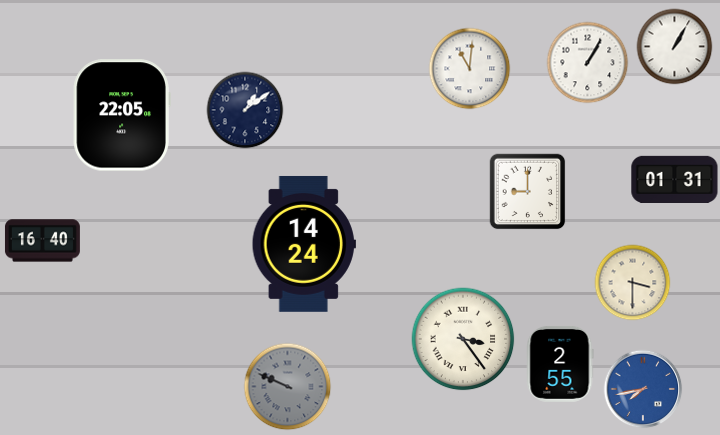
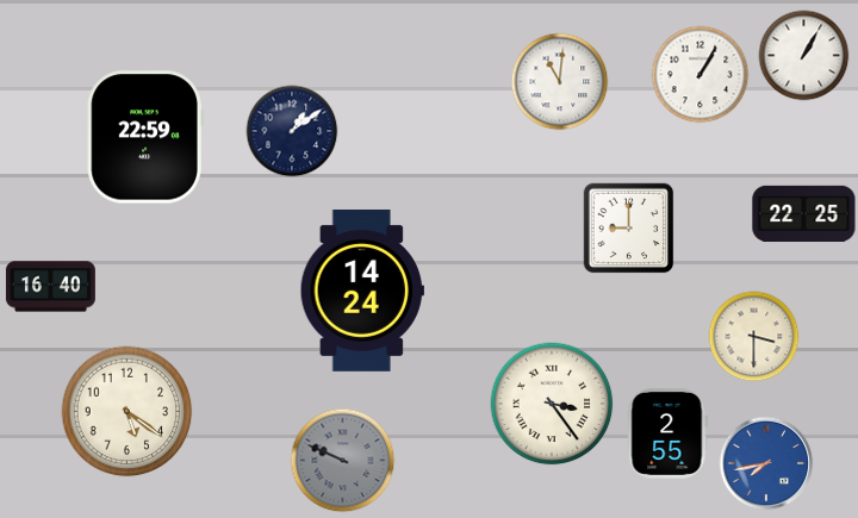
clock at (122, 115): 22:05 -> 22:59
clock at (675, 179): 01:31 -> 22:25
clock at (128, 412): none -> 5:21
